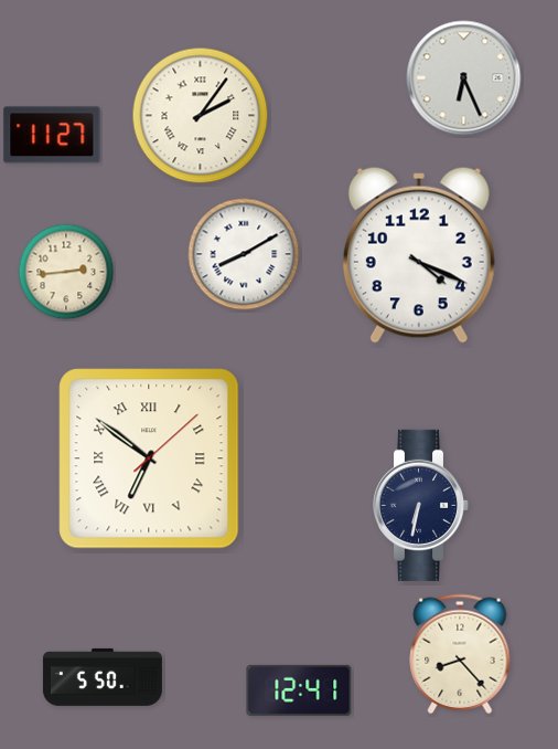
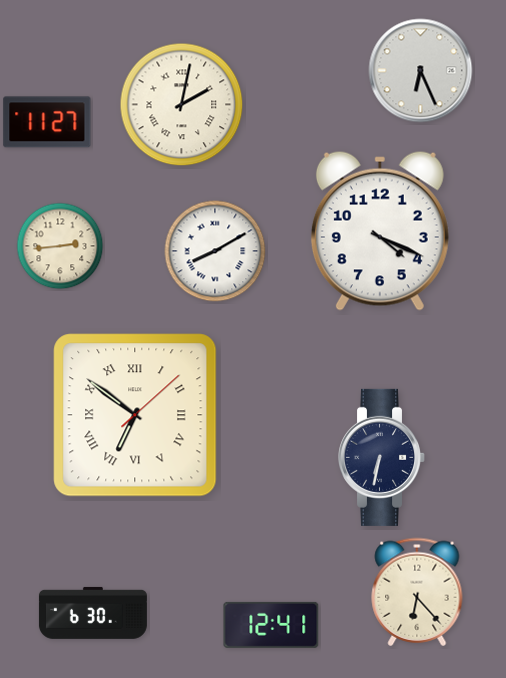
clock at (201, 116): 2:06 -> 2:02
clock at (244, 254) position: (244, 254) -> (215, 251)
clock at (460, 654): 8:23 -> 6:23
clock at (103, 677): 5:50 -> 6:30
